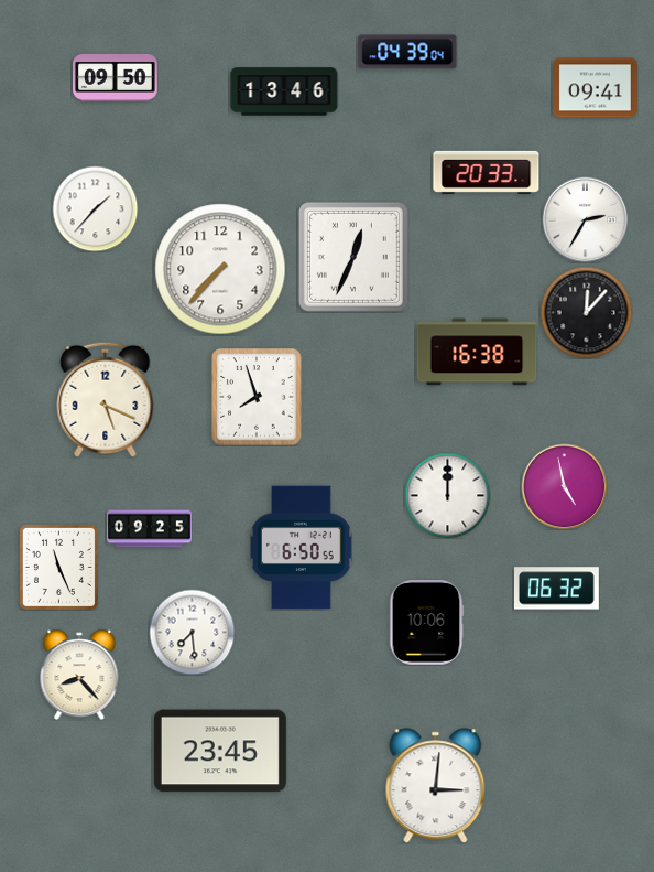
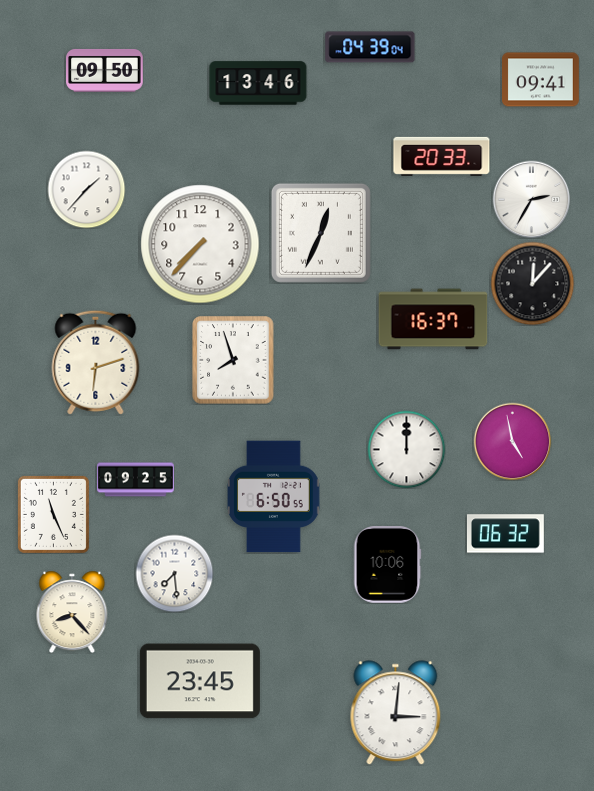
clock at (477, 352): 16:38 -> 16:37
clock at (106, 399): 5:19 -> 6:12
